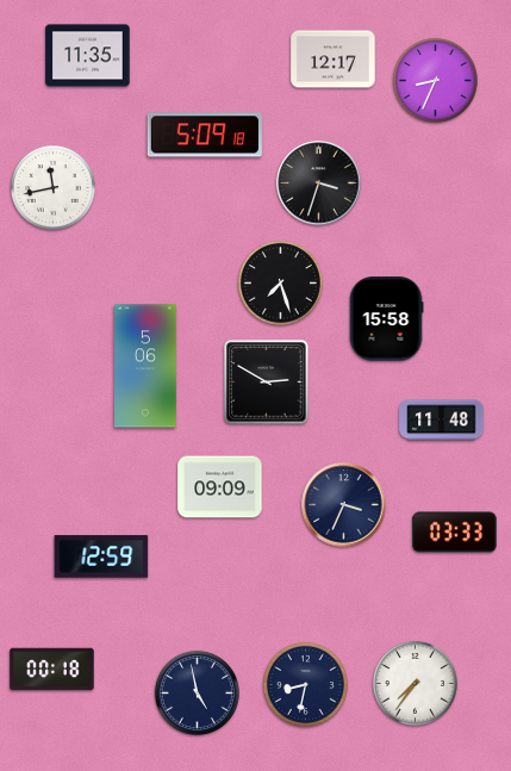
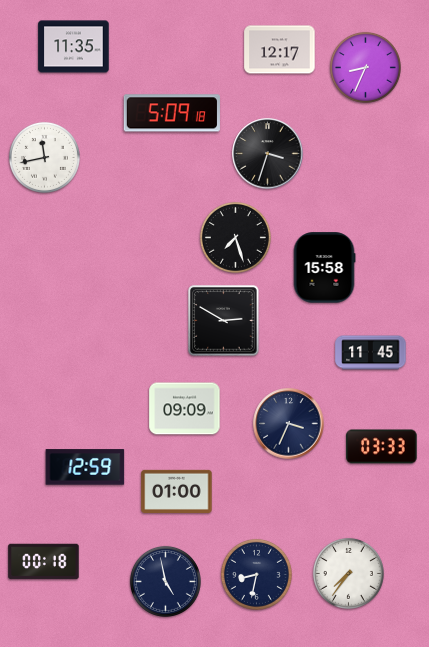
clock at (145, 366): 5:06 -> none
clock at (442, 421): 11:48 -> 11:45
clock at (177, 491): none -> 01:00
